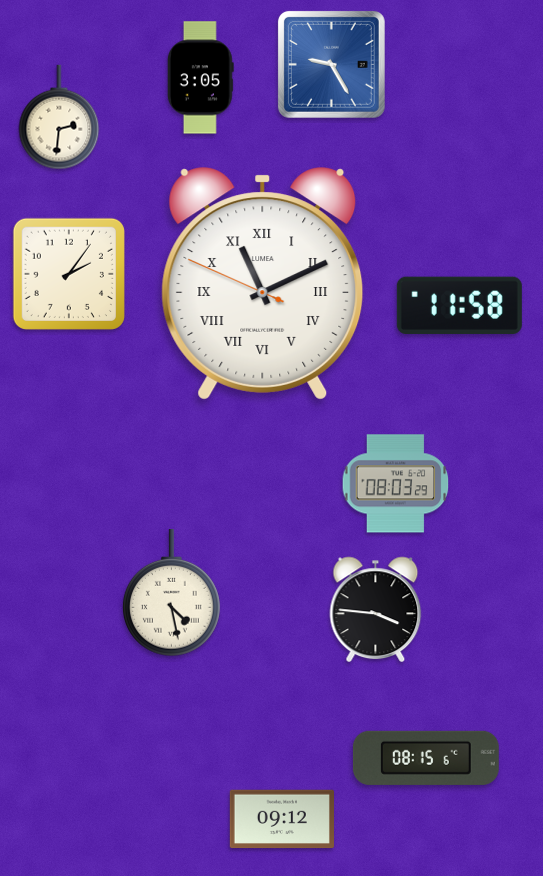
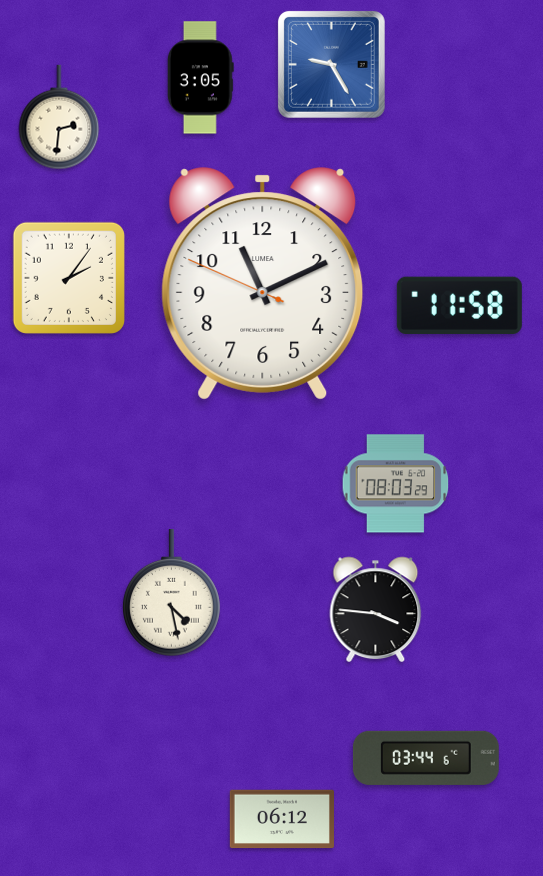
clock at (69, 274) position: (69, 274) -> (69, 278)
clock at (263, 284) numerals: Roman -> Arabic
clock at (426, 758): 08:15 -> 03:44
clock at (282, 819): 09:12 -> 06:12
